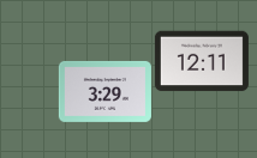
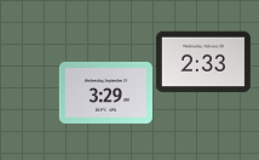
clock at (202, 61): 12:11 -> 2:33
